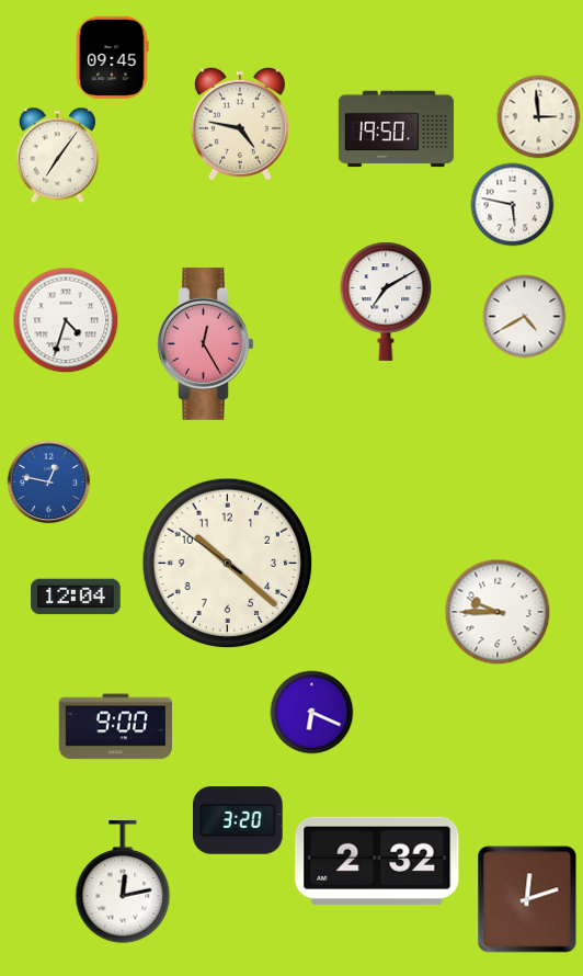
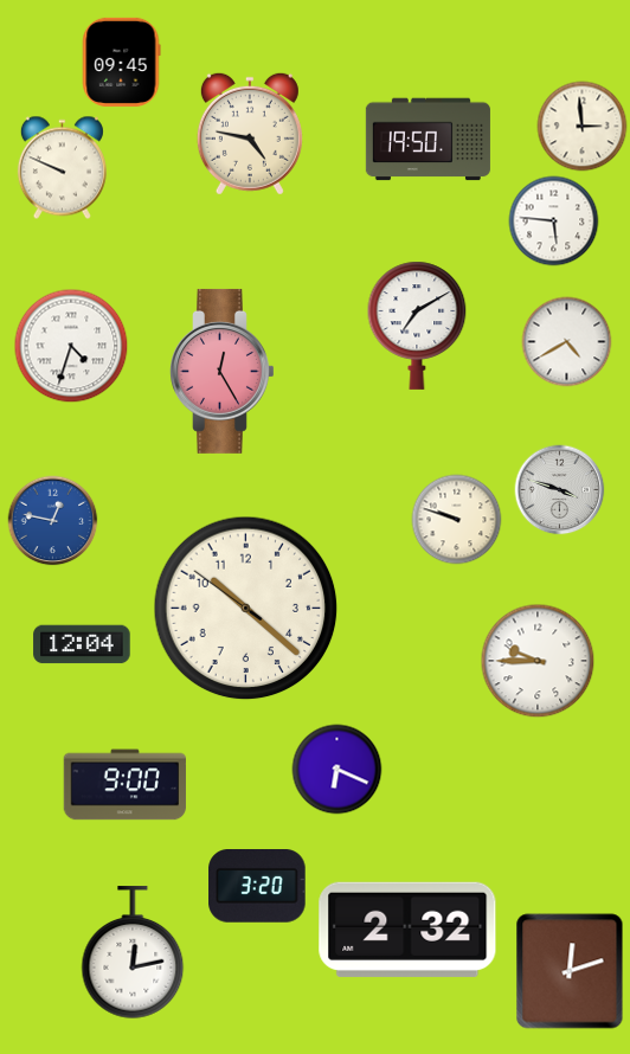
clock at (240, 124) position: (240, 124) -> (250, 134)
clock at (57, 156): 7:06 -> 9:49
clock at (513, 205): 5:47 -> 5:46
clock at (560, 490): none -> 3:48
clock at (457, 520): none -> 9:48
